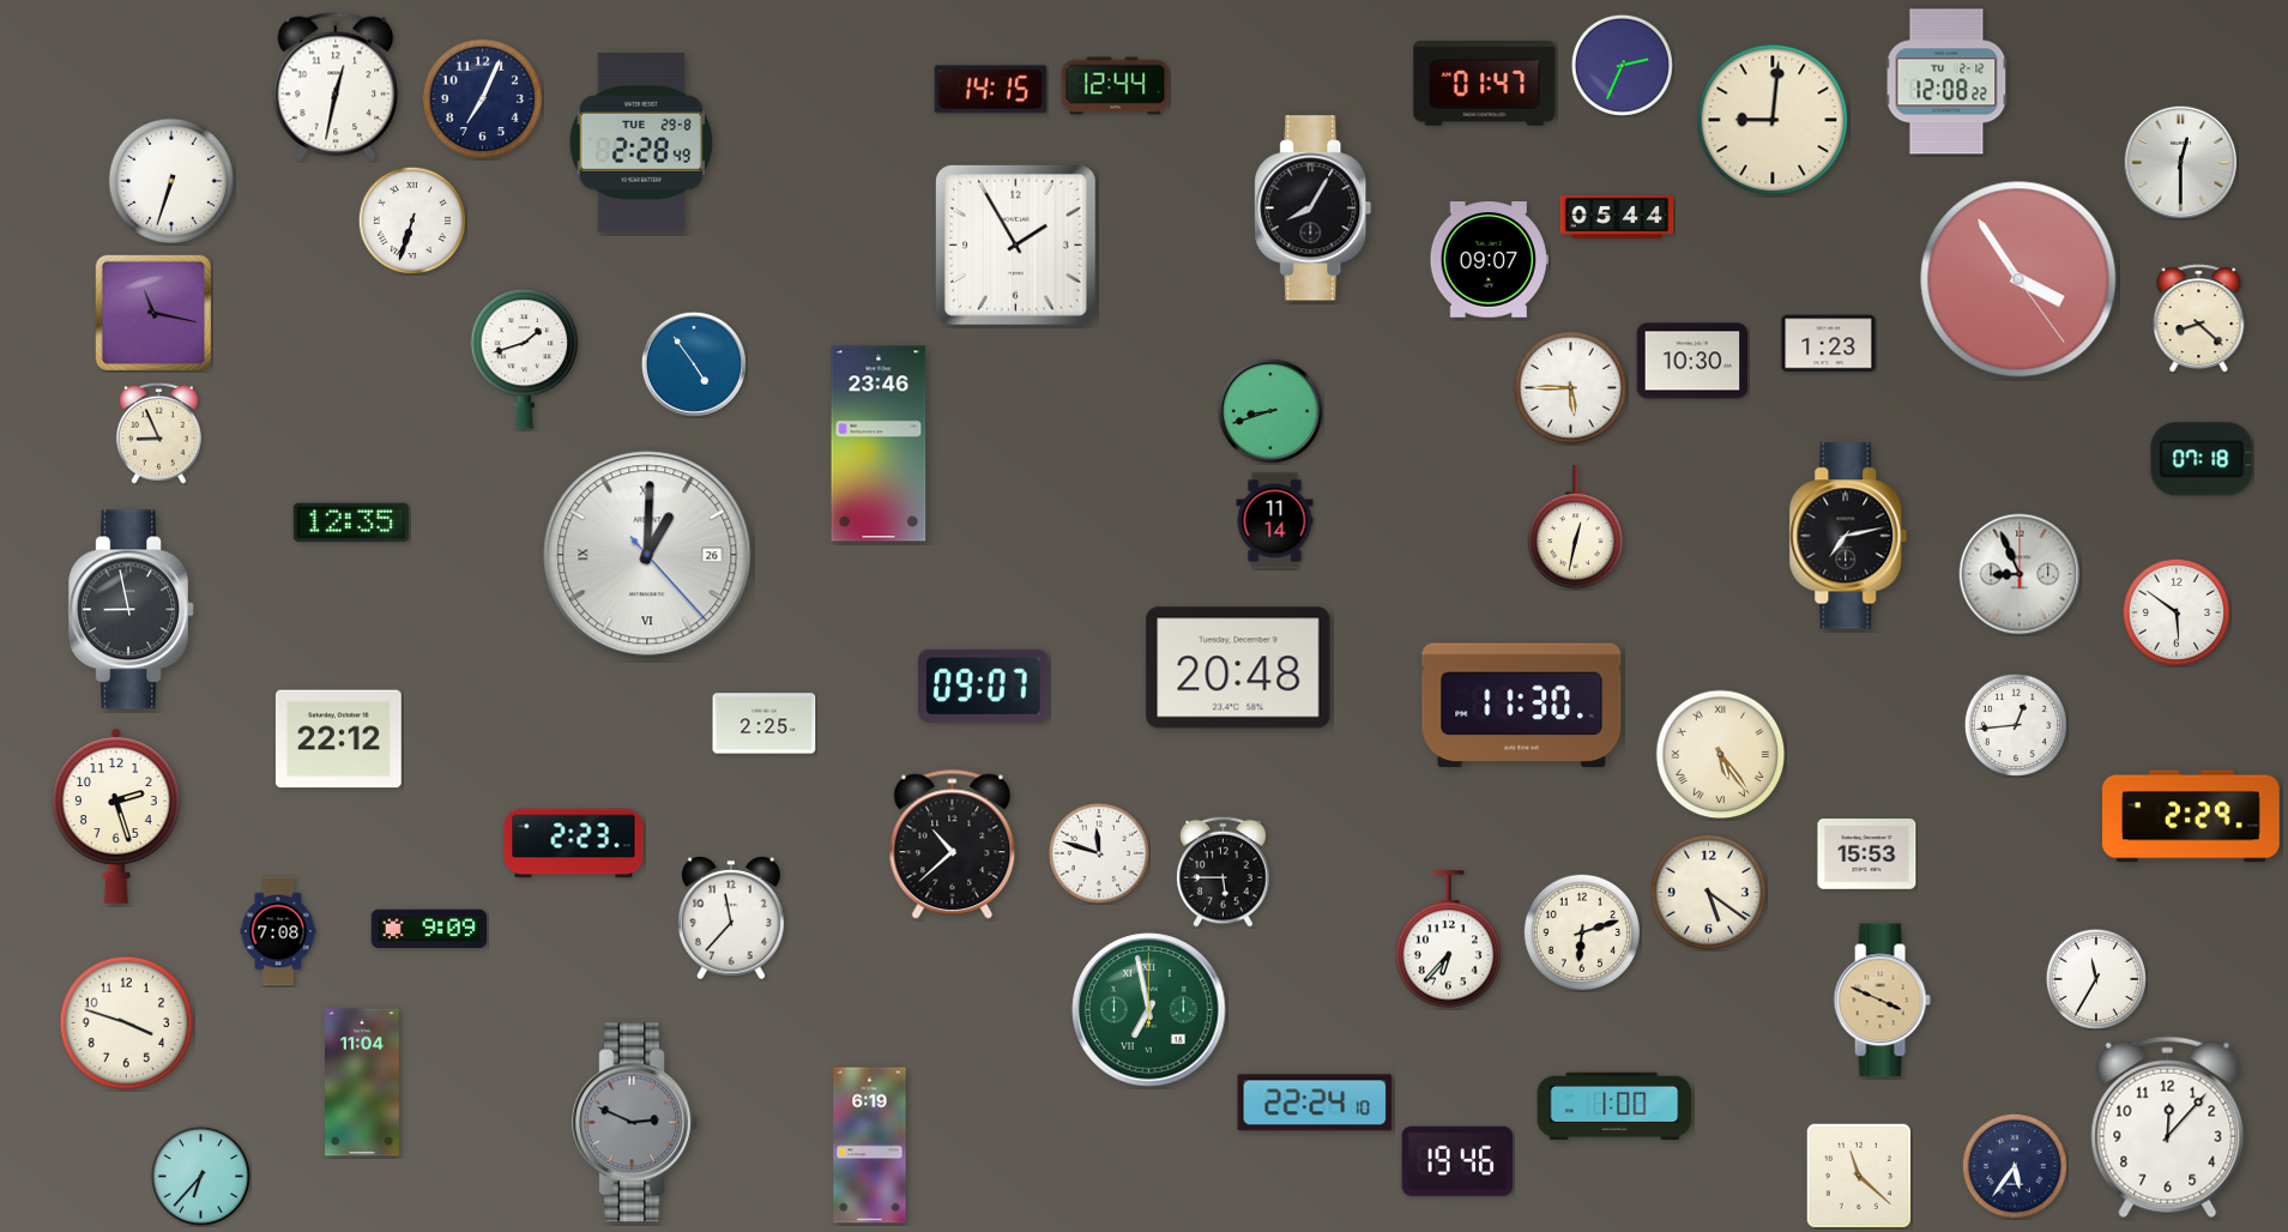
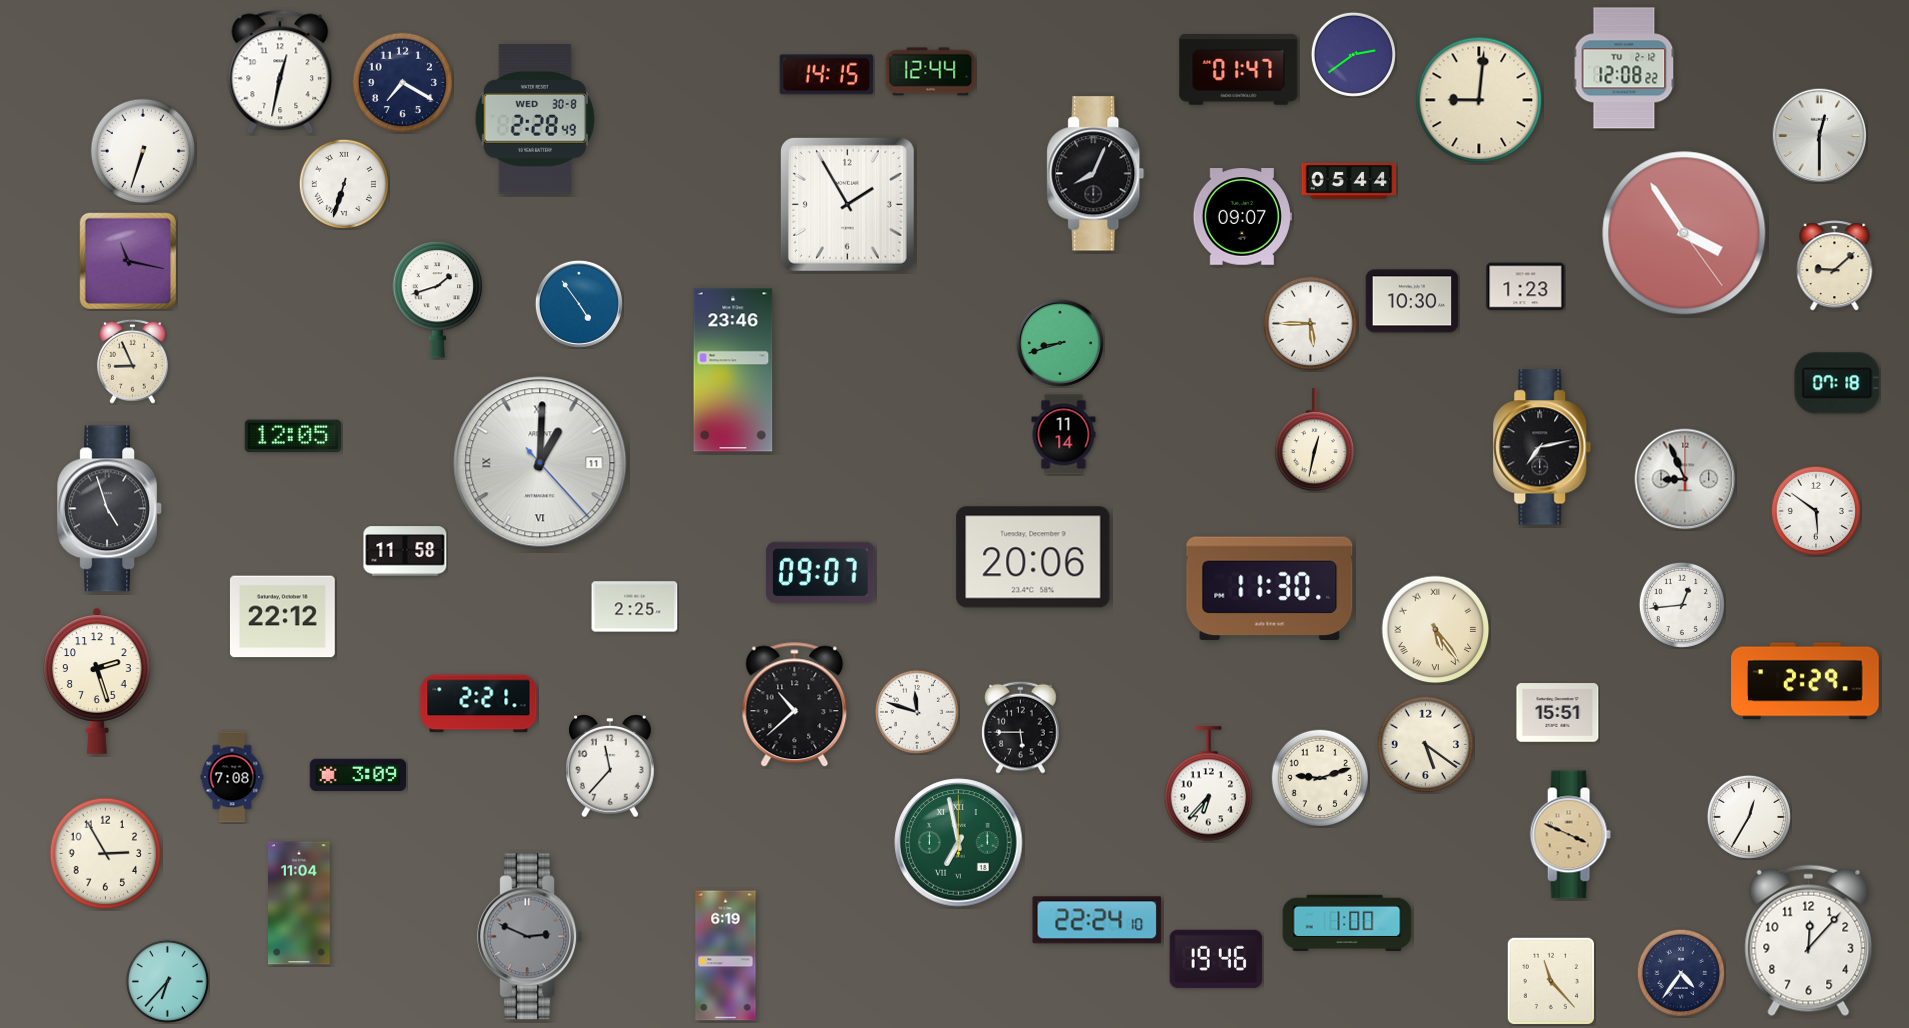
clock at (1622, 65): 2:34 -> 2:39
clock at (483, 99): 7:04 -> 7:20
clock at (641, 143) date: TUE 29-8 -> WED 30-8
clock at (1314, 209): 8:05 -> 8:04
clock at (2199, 319): 8:22 -> 9:08
clock at (350, 523): 12:35 -> 12:05
clock at (647, 555) date: 26 -> 11
clock at (131, 610): 8:58 -> 4:57
clock at (405, 551): none -> 11:58
clock at (1238, 668): 20:48 -> 20:06
clock at (765, 724) position: (765, 724) -> (635, 607)
clock at (2191, 816) position: (2191, 816) -> (1805, 681)
clock at (574, 844): 2:23 -> 2:21
clock at (1867, 854): 15:53 -> 15:51
clock at (428, 928): 9:09 -> 3:09
clock at (1581, 931): 6:12 -> 9:12
clock at (2096, 979): 11:35 -> 12:35
clock at (127, 1023): 3:48 -> 2:55
clock at (363, 1082) position: (363, 1082) -> (300, 903)
clock at (1457, 1161) position: (1457, 1161) -> (1216, 959)
clock at (2015, 1166): 5:36 -> 4:36
clock at (1859, 1176): 11:22 -> 11:23
